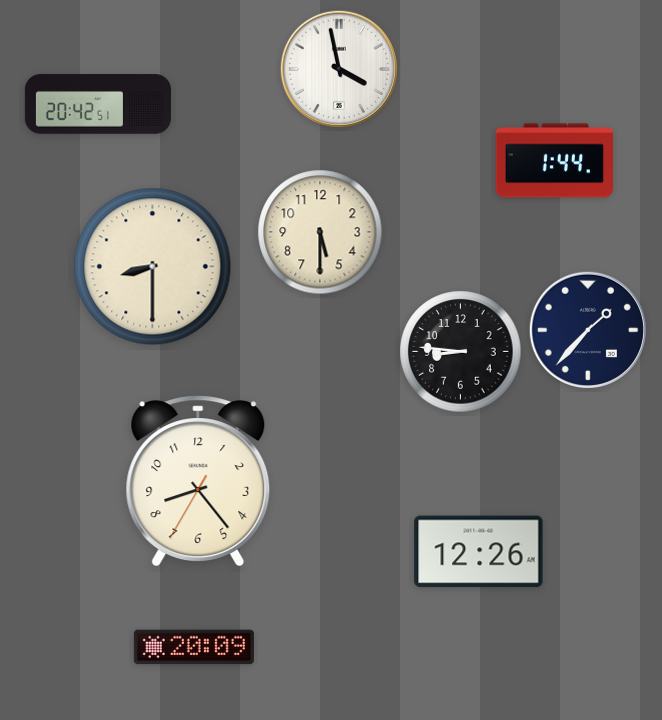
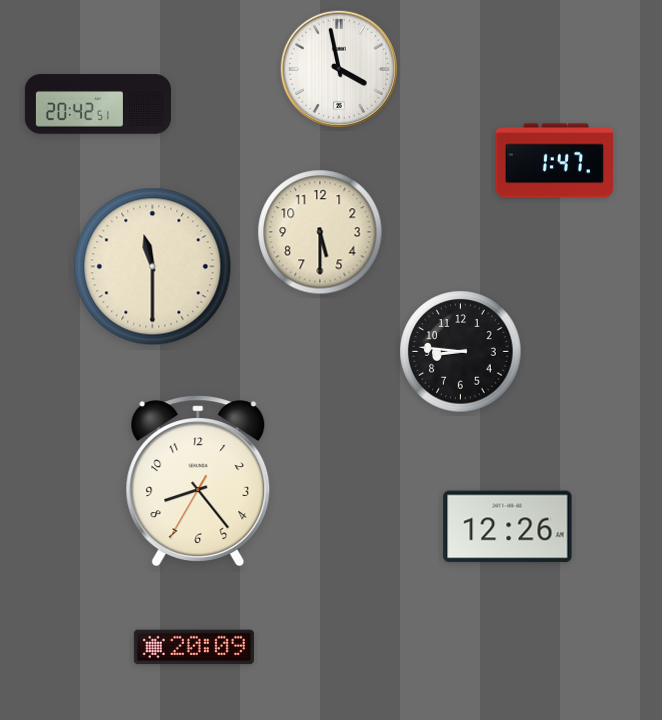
clock at (554, 161): 1:44 -> 1:47
clock at (153, 267): 8:30 -> 11:30
clock at (588, 330): 1:37 -> none
clock at (479, 552) position: (479, 552) -> (508, 527)
